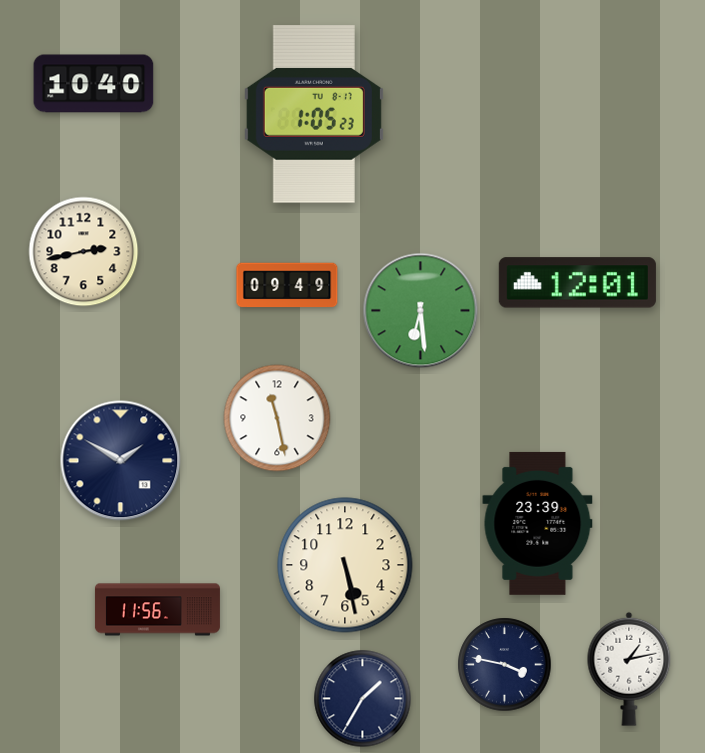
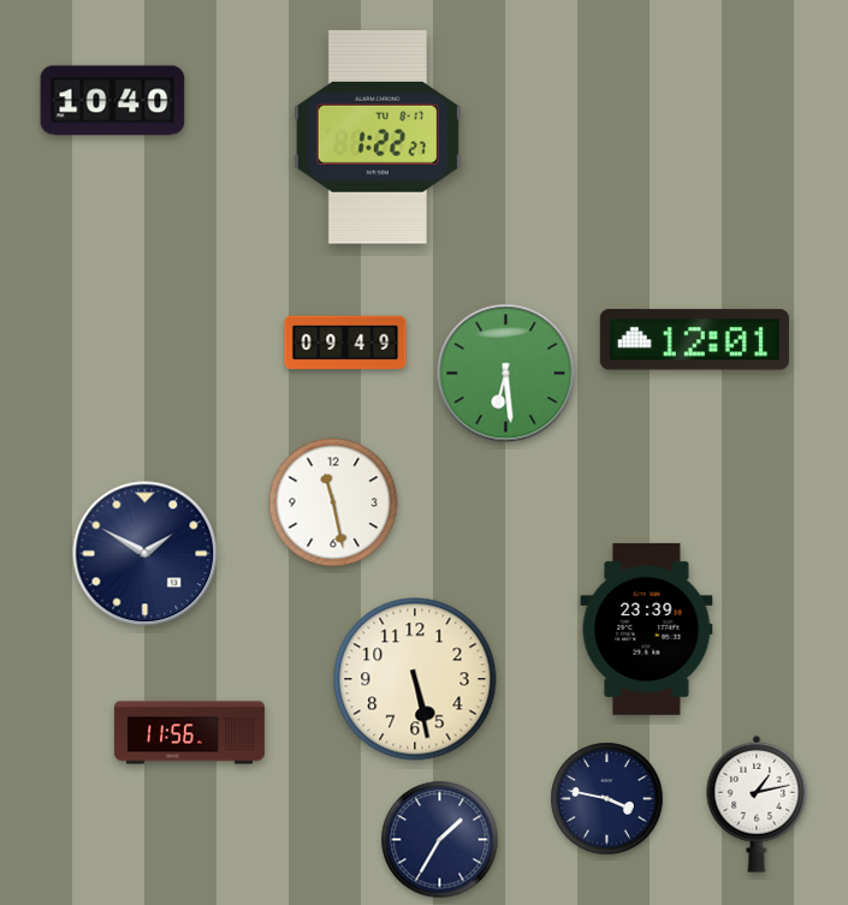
clock at (314, 115): 1:05 -> 1:22
clock at (84, 252): 2:43 -> none
clock at (363, 699) position: (363, 699) -> (440, 840)
